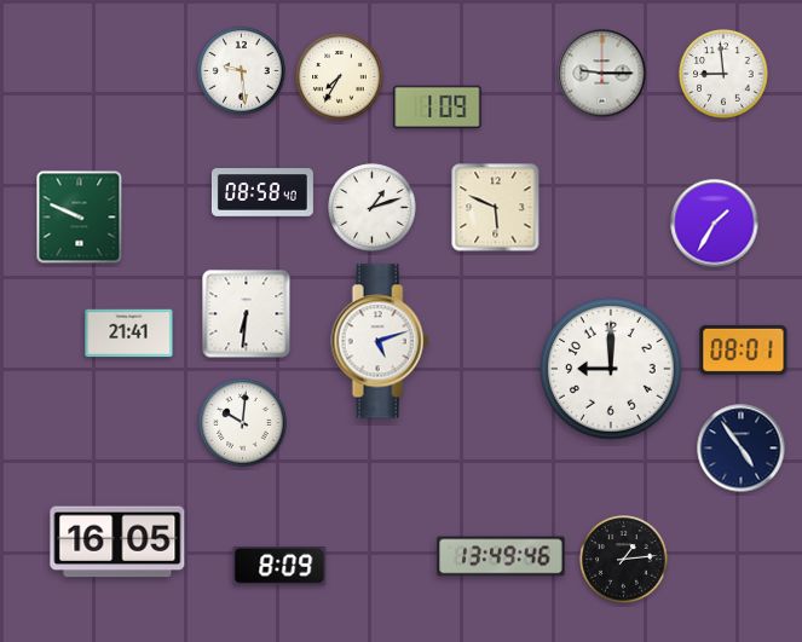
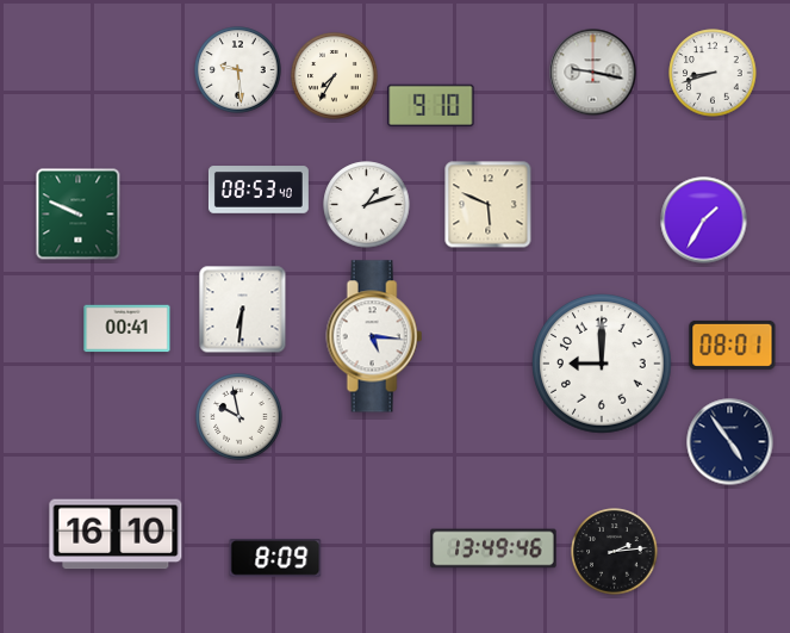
clock at (602, 74): 9:15 -> 9:17
clock at (723, 74): 8:59 -> 8:42
clock at (438, 108): 1:09 -> 9:10
clock at (262, 192): 08:58 -> 08:53
clock at (129, 334): 21:41 -> 00:41
clock at (380, 341): 5:12 -> 5:16
clock at (243, 423): 10:01 -> 9:58
clock at (117, 542): 16:05 -> 16:10
clock at (624, 560): 1:14 -> 2:14
